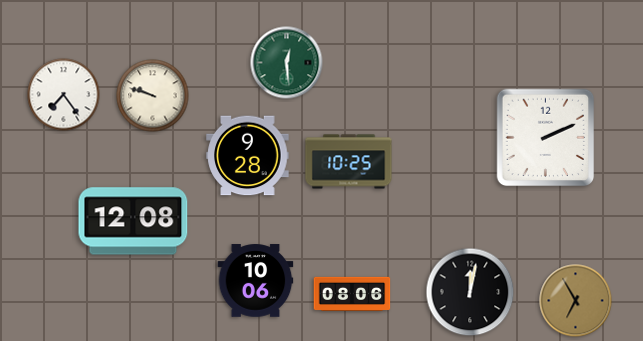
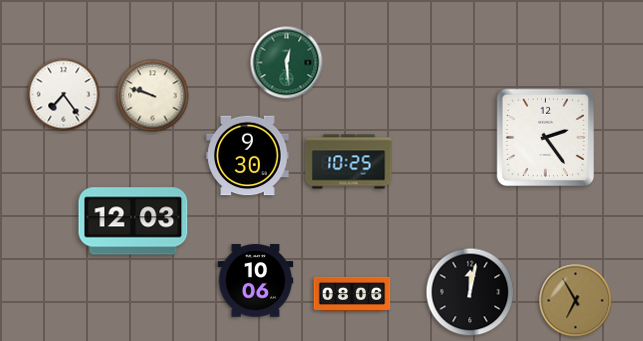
clock at (546, 138): 2:11 -> 2:24
clock at (248, 156): 9:28 -> 9:30
clock at (133, 221): 12:08 -> 12:03
